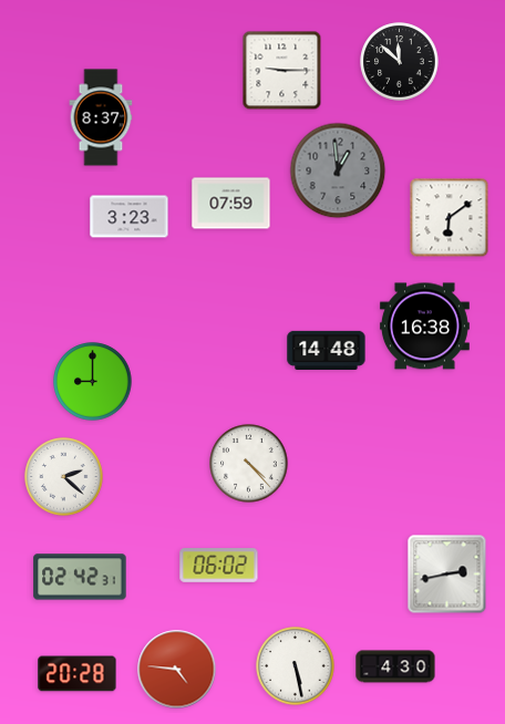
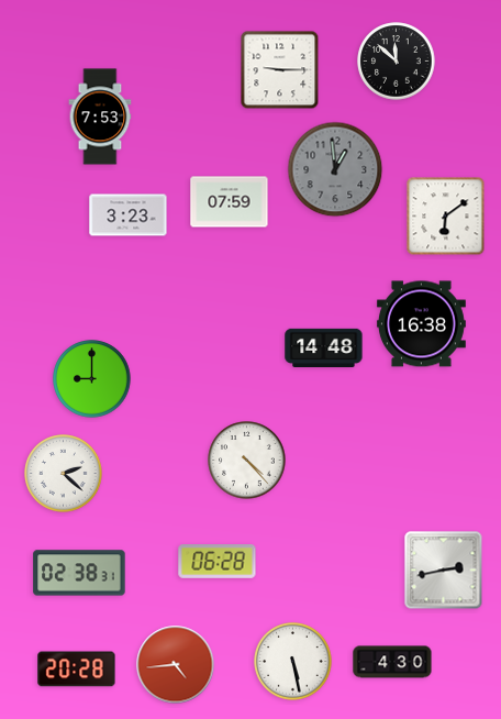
clock at (101, 117): 8:37 -> 7:53
clock at (219, 566): 06:02 -> 06:28
clock at (80, 577): 02:42 -> 02:38
clock at (177, 670): 4:46 -> 4:44
